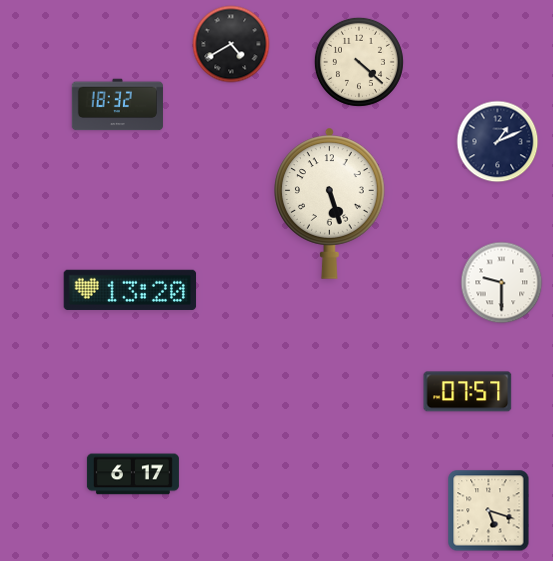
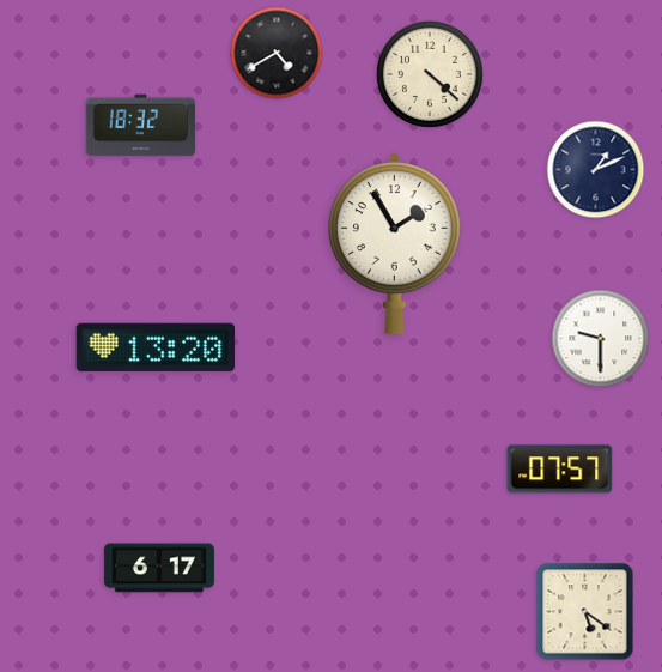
clock at (330, 203): 5:27 -> 1:55
clock at (489, 511): 5:18 -> 5:21
